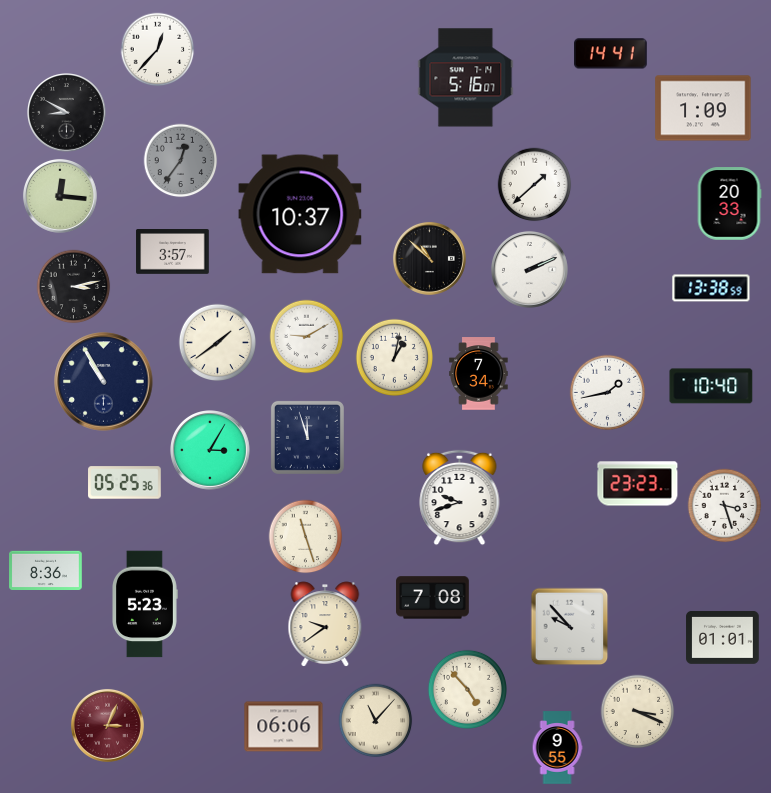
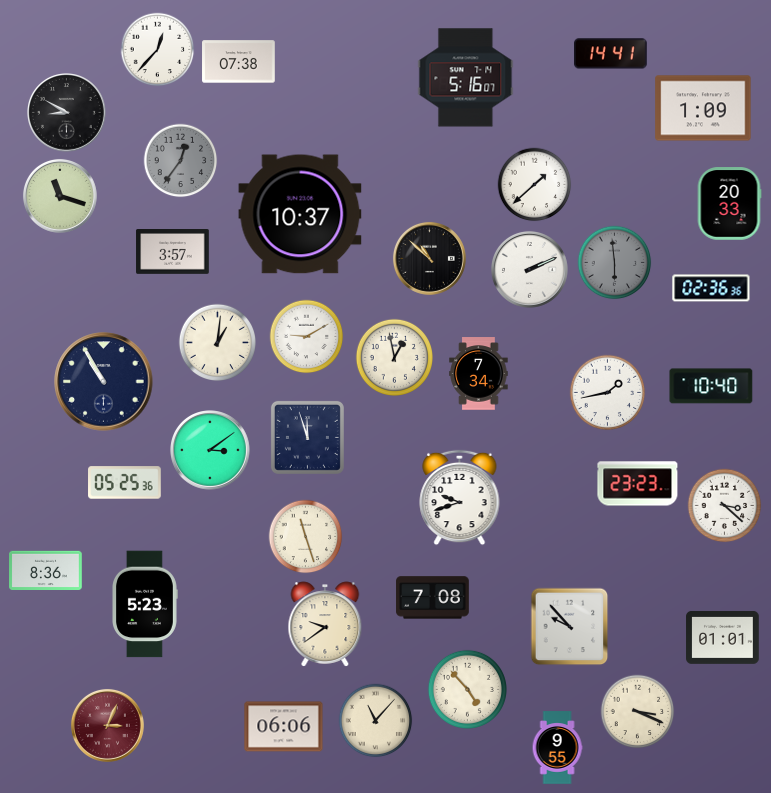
clock at (239, 62): none -> 07:38
clock at (60, 196): 12:16 -> 11:18
clock at (615, 263): none -> 5:59
clock at (74, 287): 3:13 -> none
clock at (711, 288): 13:38 -> 02:36
clock at (217, 342): 1:39 -> 1:01
clock at (394, 357): 1:02 -> 12:58
clock at (211, 451): 3:05 -> 3:09
clock at (725, 506): 3:27 -> 3:22
